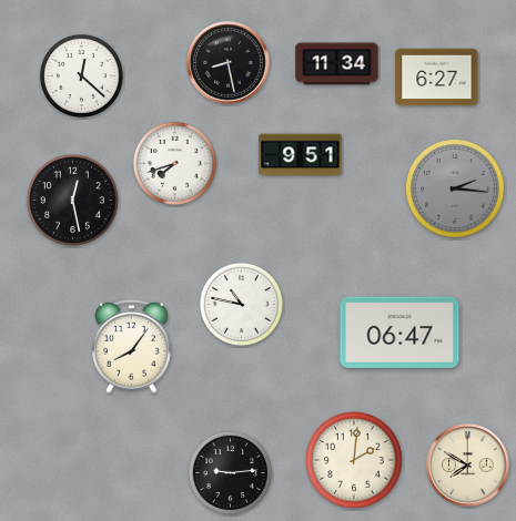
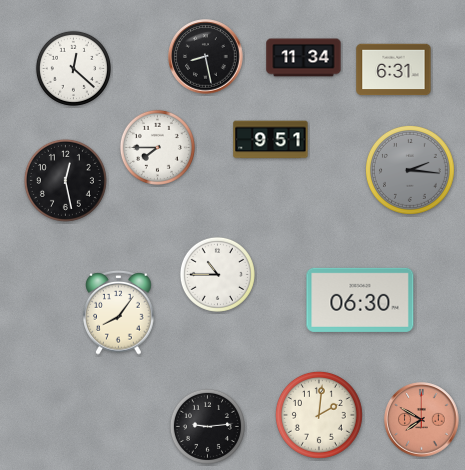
clock at (437, 78): 6:27 -> 6:31
clock at (174, 163): 7:42 -> 7:45
clock at (241, 304): 10:47 -> 10:45
clock at (399, 333): 06:47 -> 06:30
clock at (468, 466) dial: cream -> salmon
